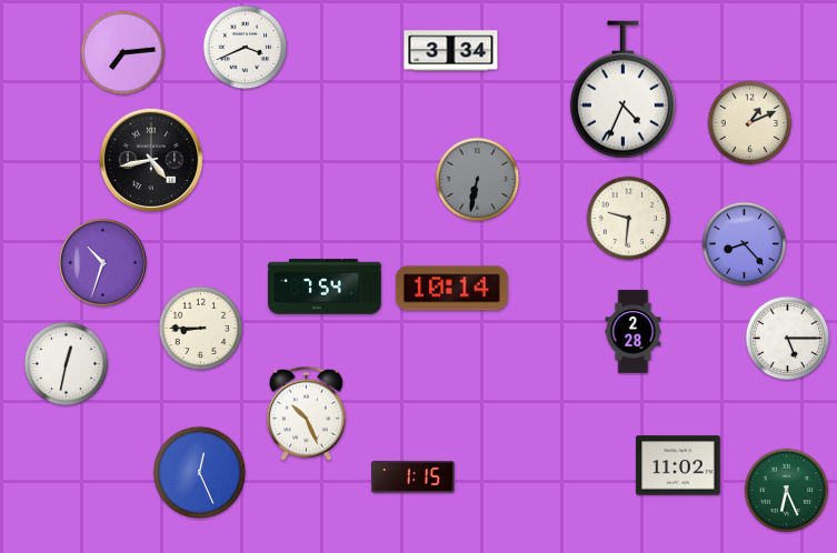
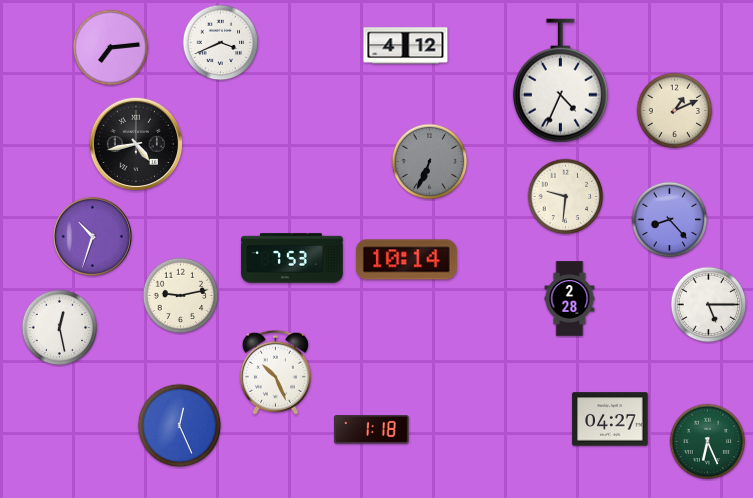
clock at (451, 51): 3:34 -> 4:12
clock at (478, 180): 6:32 -> 6:34
clock at (325, 286): 7:54 -> 7:53
clock at (201, 329): 8:45 -> 9:13
clock at (67, 364): 12:32 -> 12:28
clock at (678, 465): 11:02 -> 04:27
clock at (413, 477): 1:15 -> 1:18
